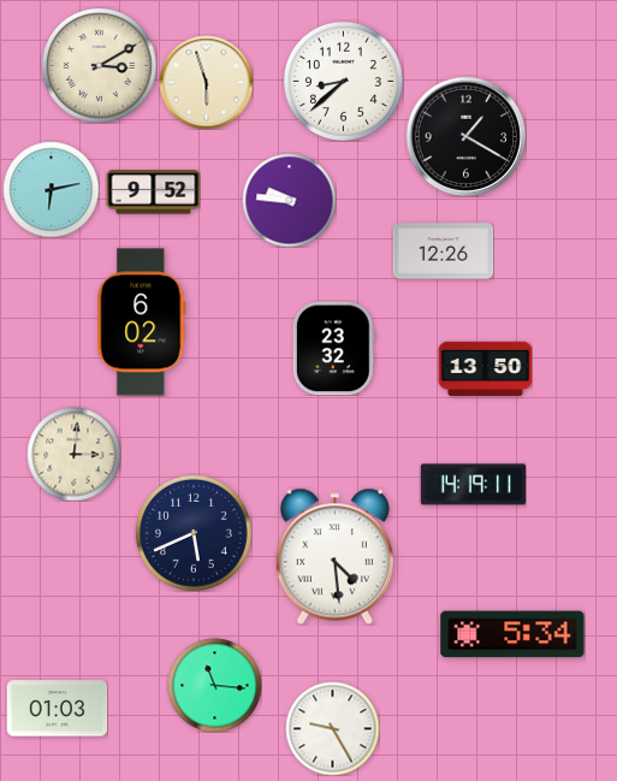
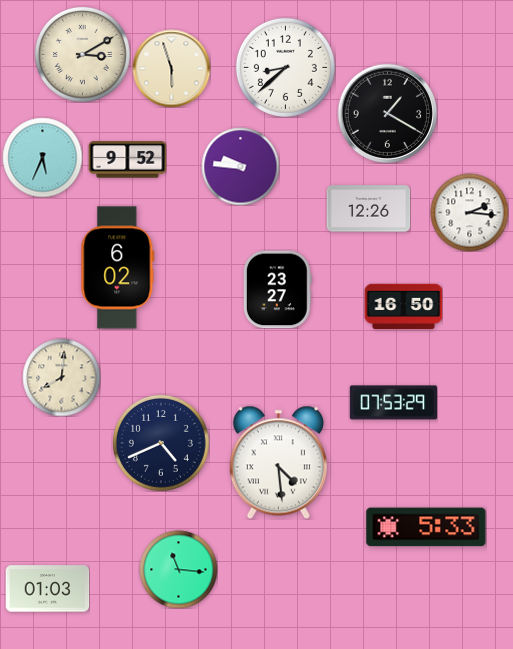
clock at (51, 189): 6:13 -> 5:34
clock at (469, 212): none -> 2:16
clock at (333, 348): 23:32 -> 23:27
clock at (485, 369): 13:50 -> 16:50
clock at (73, 454): 3:01 -> 8:01
clock at (473, 485): 14:19 -> 07:53
clock at (194, 533): 5:41 -> 4:41
clock at (512, 634): 5:34 -> 5:33
clock at (332, 728): 9:25 -> none
